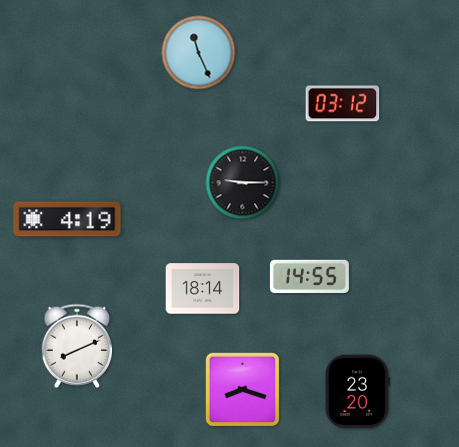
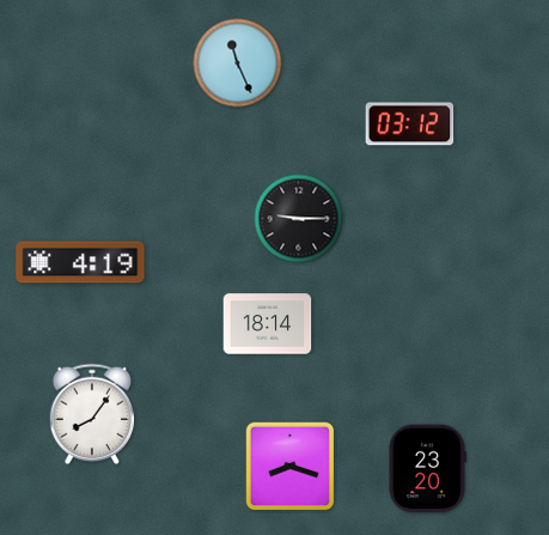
clock at (243, 183) position: (243, 183) -> (299, 219)
clock at (309, 276): 14:55 -> none
clock at (203, 289) position: (203, 289) -> (268, 324)
clock at (77, 346): 8:11 -> 8:06
